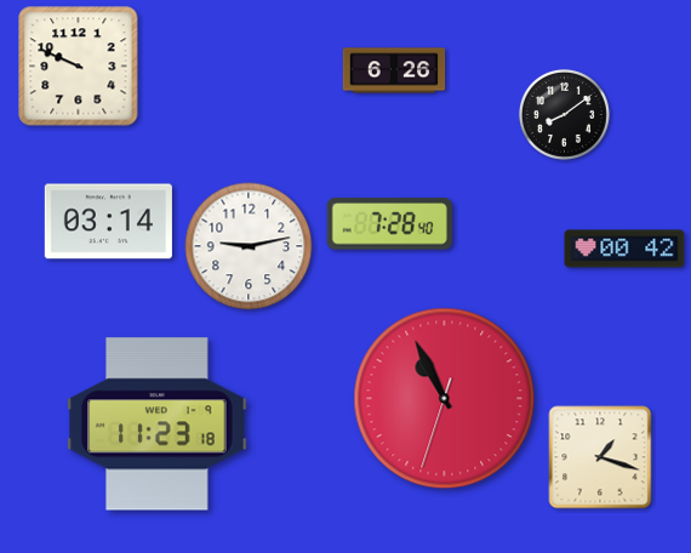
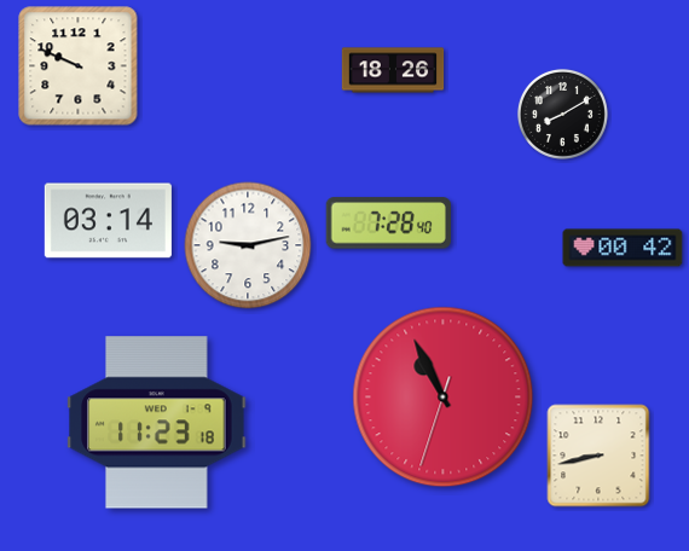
clock at (394, 70): 6:26 -> 18:26
clock at (564, 114): 8:09 -> 8:10
clock at (600, 457): 1:18 -> 8:43
